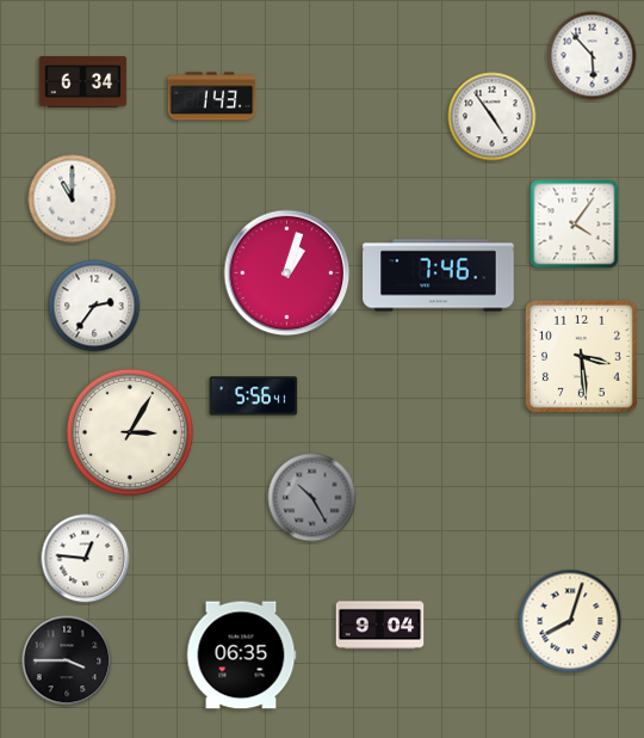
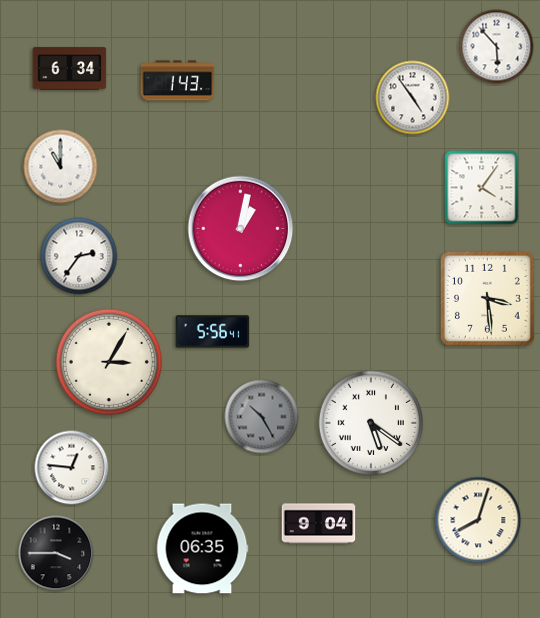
clock at (287, 273): 1:03 -> 1:02
clock at (439, 276): 7:46 -> none
clock at (371, 423): none -> 5:21
